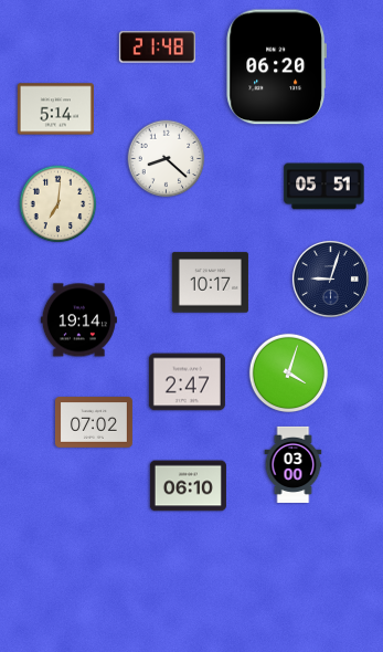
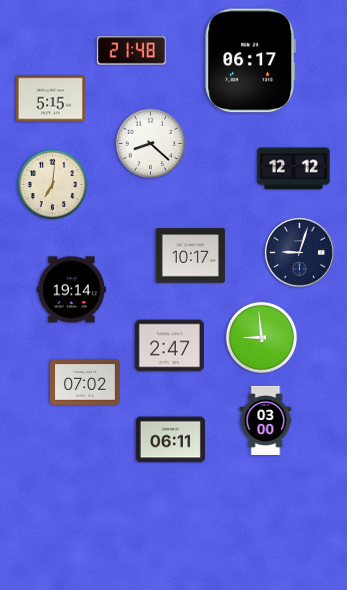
clock at (157, 48) position: (157, 48) -> (131, 51)
clock at (276, 67): 06:20 -> 06:17
clock at (55, 109): 5:14 -> 5:15
clock at (325, 187): 05:51 -> 12:12
clock at (289, 374): 4:03 -> 8:59
clock at (188, 486): 06:10 -> 06:11
